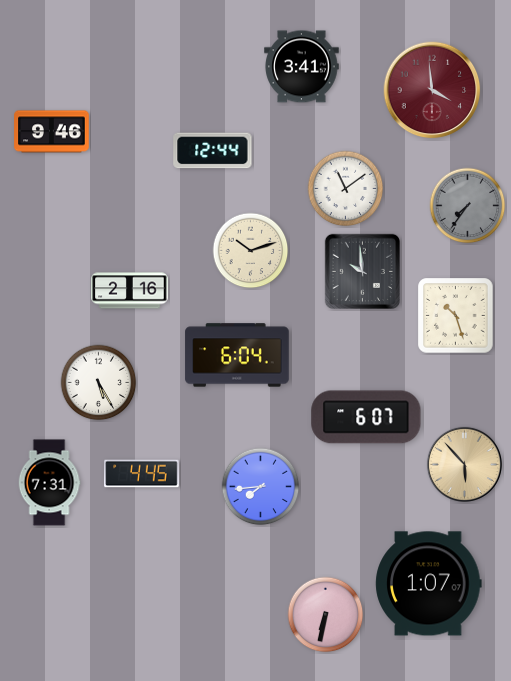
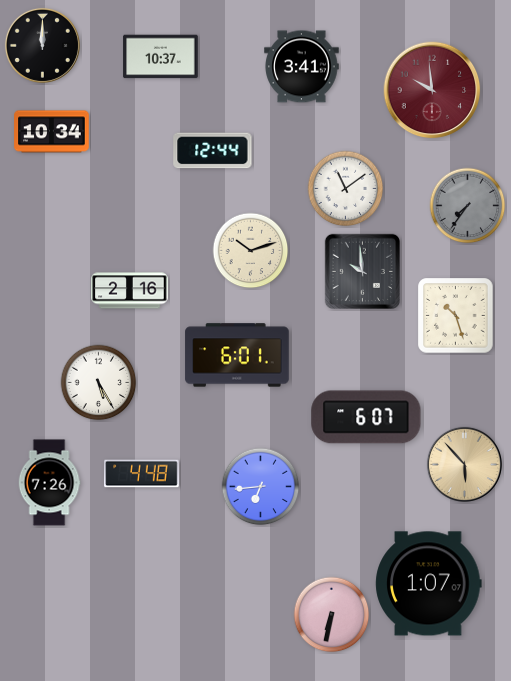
clock at (42, 45): none -> 12:00
clock at (161, 57): none -> 10:37
clock at (432, 90): 3:59 -> 9:59
clock at (52, 132): 9:46 -> 10:34
clock at (237, 355): 6:04 -> 6:01
clock at (142, 474): 4:45 -> 4:48
clock at (49, 483): 7:31 -> 7:26
clock at (261, 487): 7:44 -> 6:44
clock at (326, 615) position: (326, 615) -> (332, 615)
